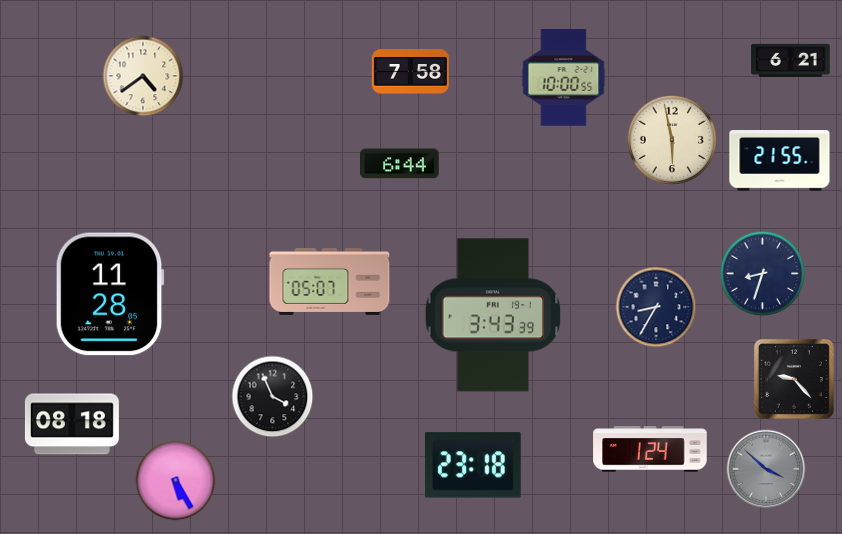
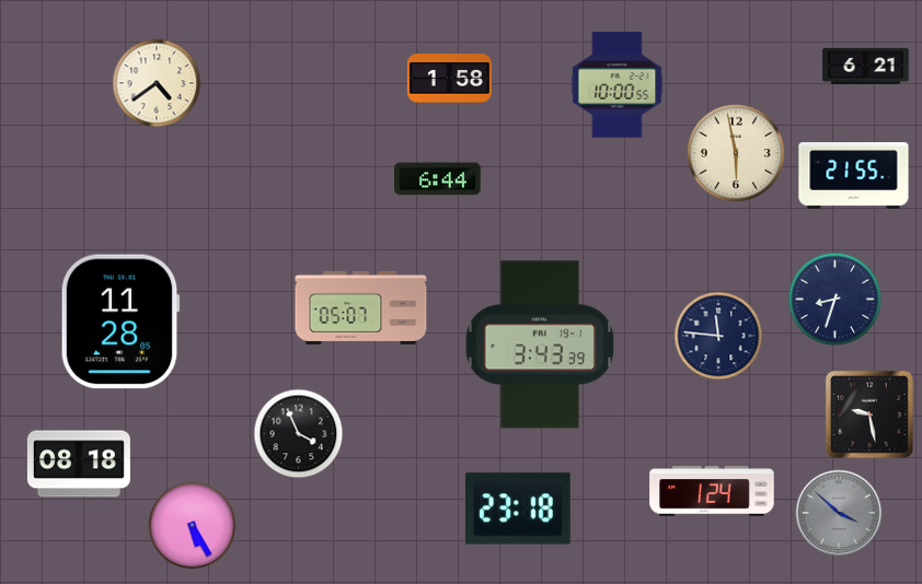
clock at (410, 72): 7:58 -> 1:58
clock at (656, 307): 8:35 -> 11:46
clock at (794, 379): 9:23 -> 9:28
